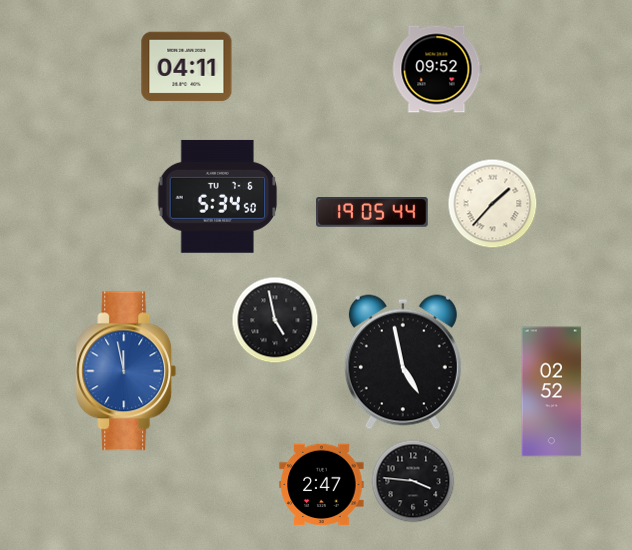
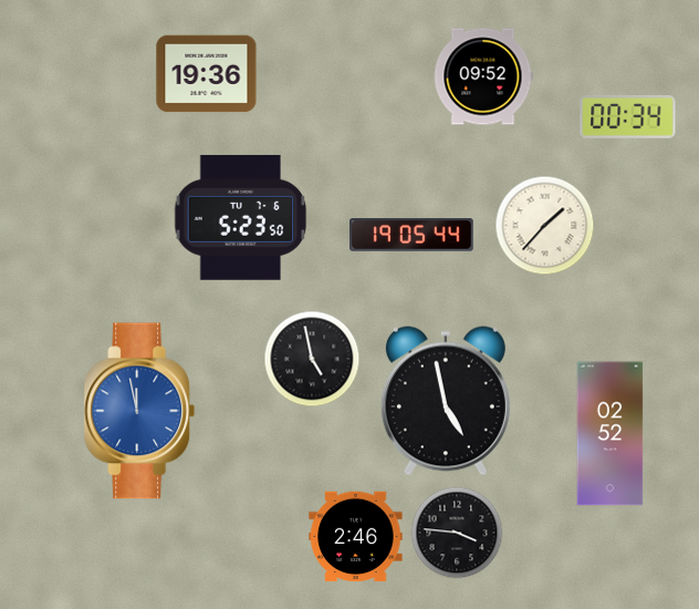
clock at (187, 67): 04:11 -> 19:36
clock at (628, 117): none -> 00:34
clock at (218, 196): 5:34 -> 5:23
clock at (275, 320) position: (275, 320) -> (312, 359)
clock at (322, 485): 2:47 -> 2:46
